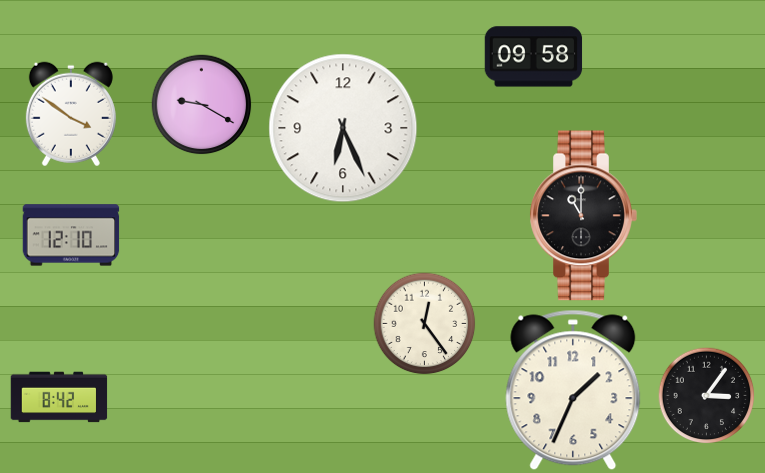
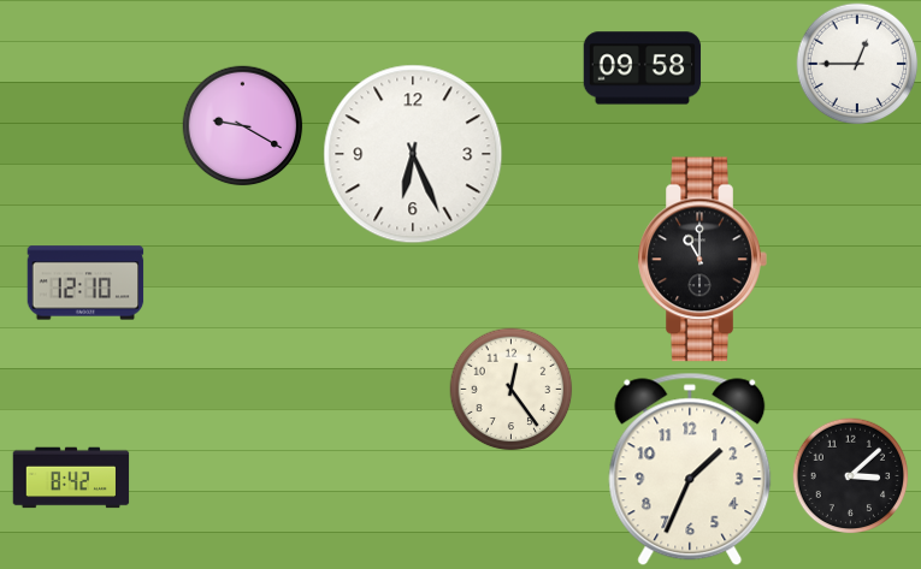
clock at (857, 64): none -> 12:45
clock at (71, 114): 3:51 -> none
clock at (706, 395): 3:06 -> 3:08
